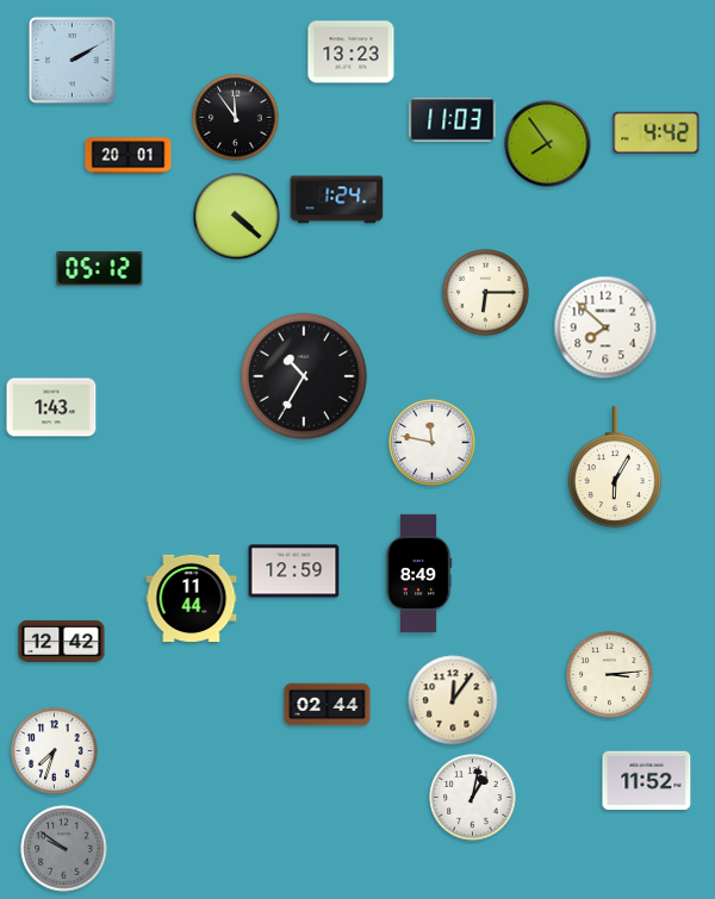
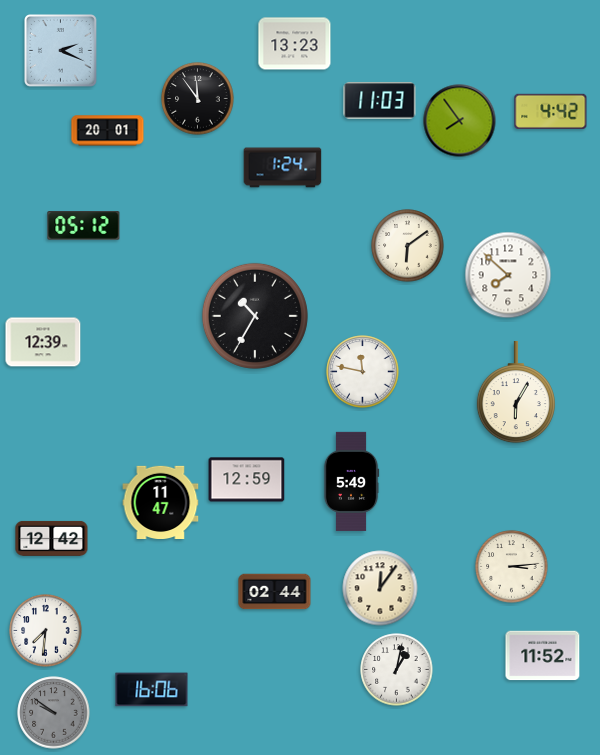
clock at (73, 61): 2:10 -> 2:19
clock at (237, 217): 4:22 -> none
clock at (486, 293): 6:15 -> 6:09
clock at (51, 407): 1:43 -> 12:39
clock at (418, 573): 8:49 -> 5:49
clock at (192, 598): 11:44 -> 11:47
clock at (55, 751): 7:33 -> 7:31
clock at (152, 690): none -> 16:06
